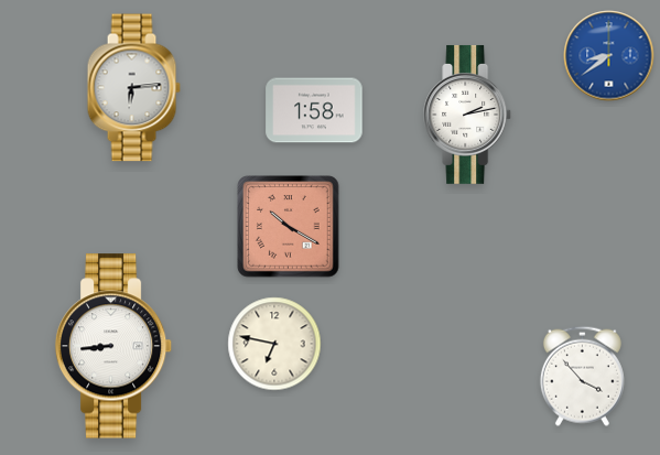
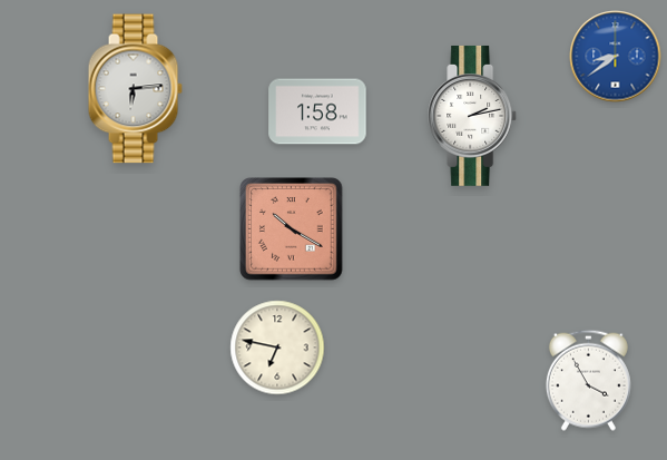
clock at (113, 346): 8:44 -> none
clock at (582, 376): 3:53 -> 3:55
